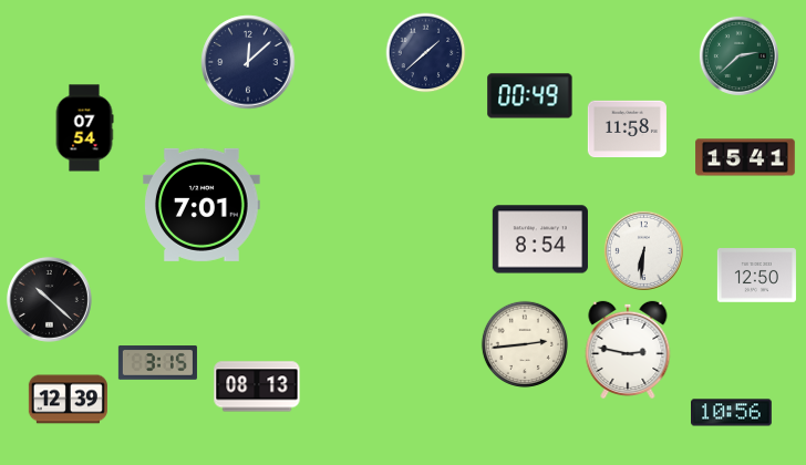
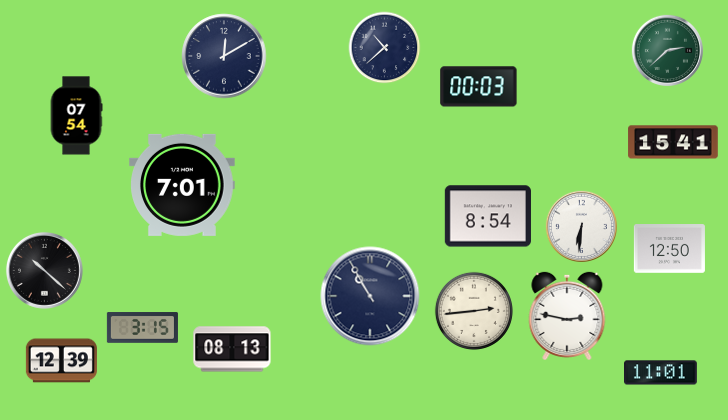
clock at (426, 53): 1:38 -> 10:38
clock at (248, 62): 12:08 -> 12:10
clock at (530, 96): 00:49 -> 00:03
clock at (627, 130): 11:58 -> none
clock at (756, 276) position: (756, 276) -> (669, 249)
clock at (370, 296): none -> 10:55
clock at (732, 413): 10:56 -> 11:01
